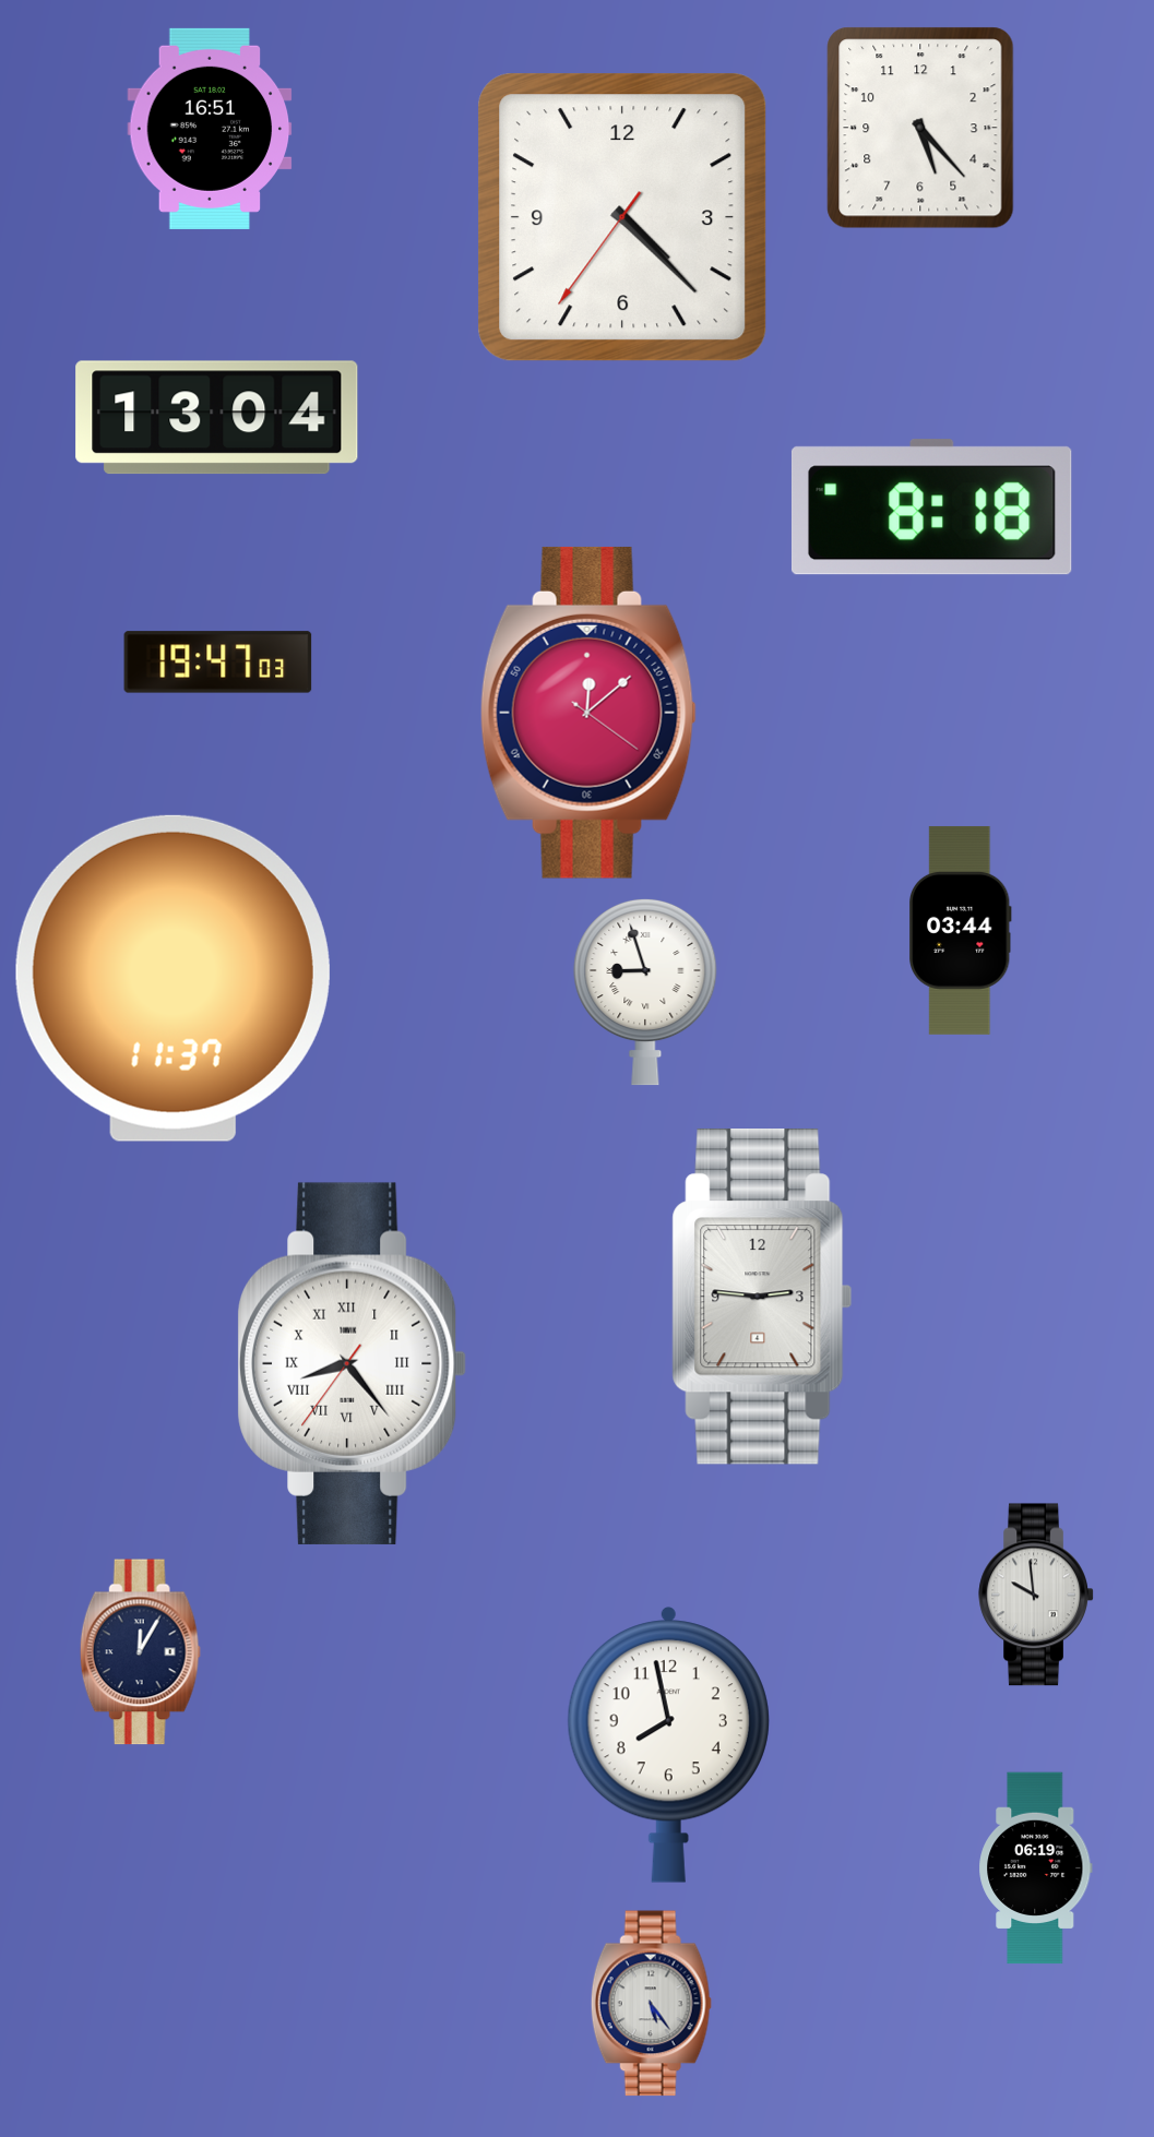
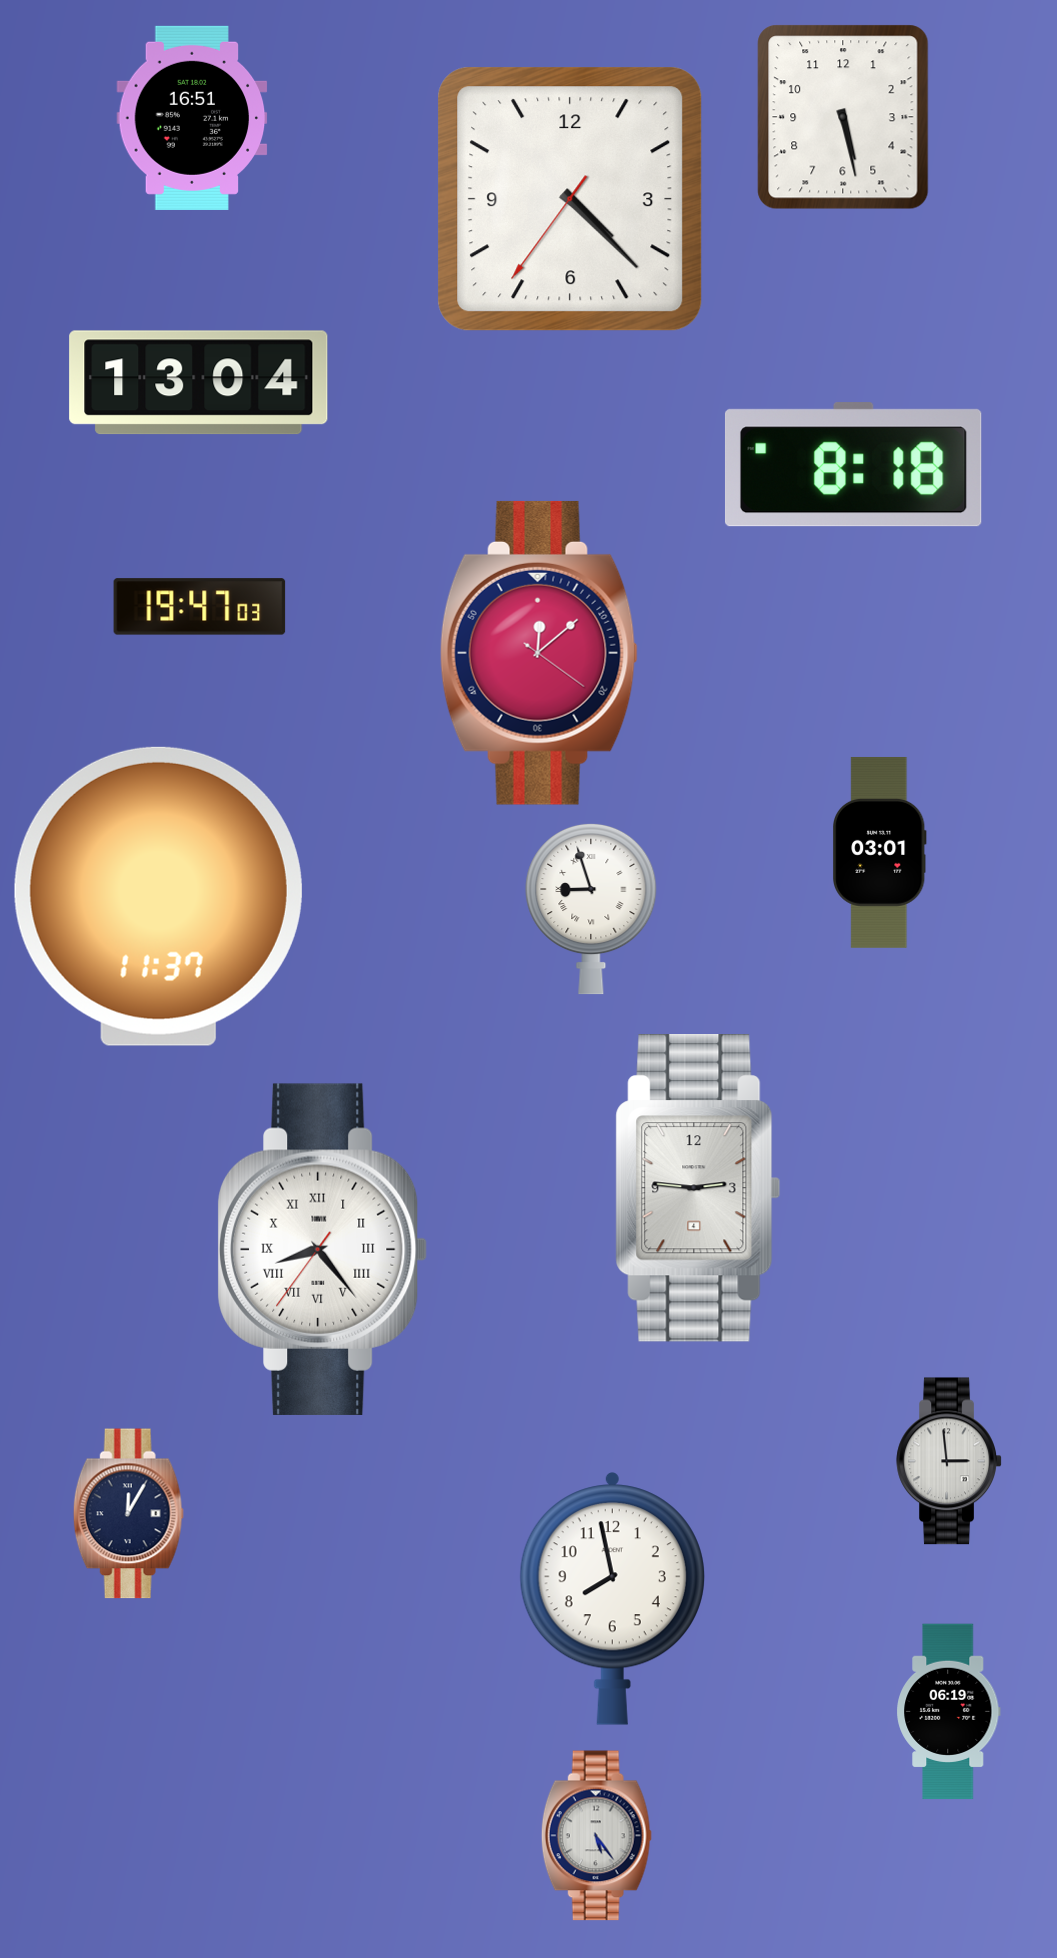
clock at (920, 128): 5:23 -> 5:28
clock at (961, 930): 03:44 -> 03:01
clock at (1036, 1595): 9:59 -> 2:59
